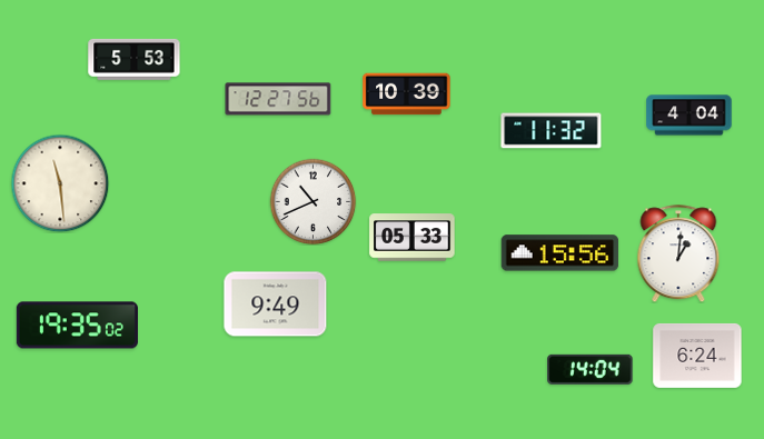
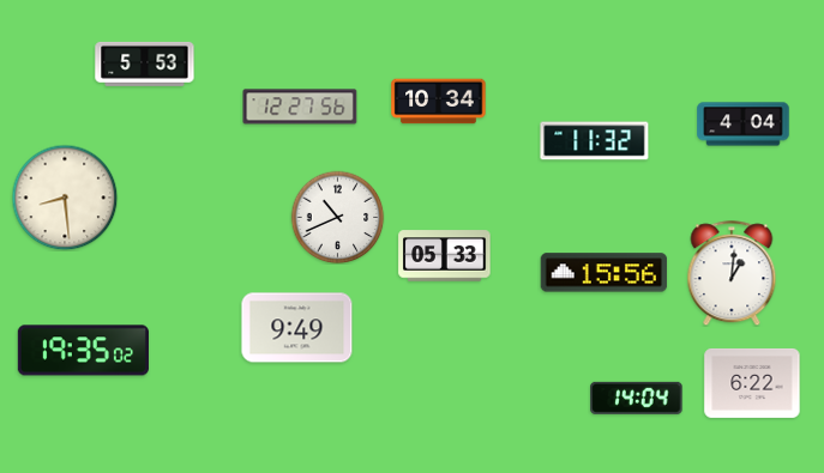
clock at (407, 94): 10:39 -> 10:34
clock at (60, 183): 11:29 -> 8:29
clock at (697, 356): 6:24 -> 6:22
